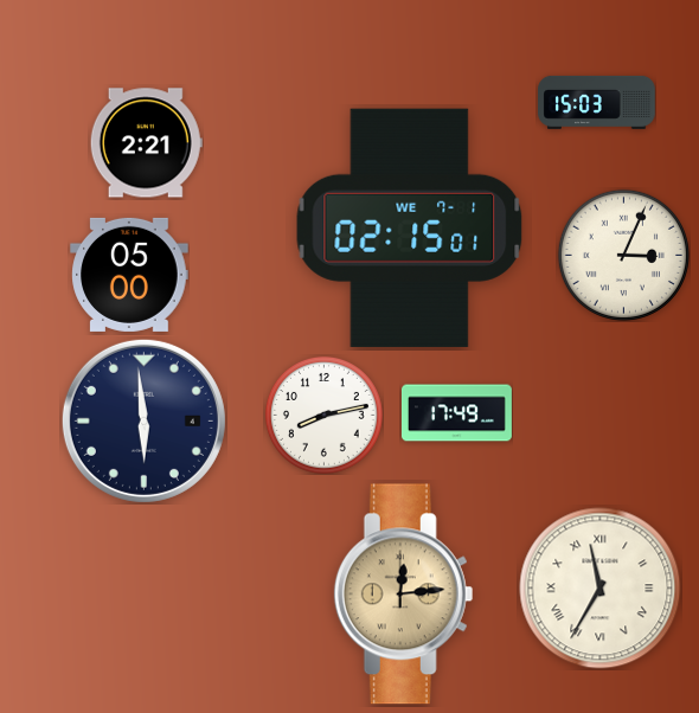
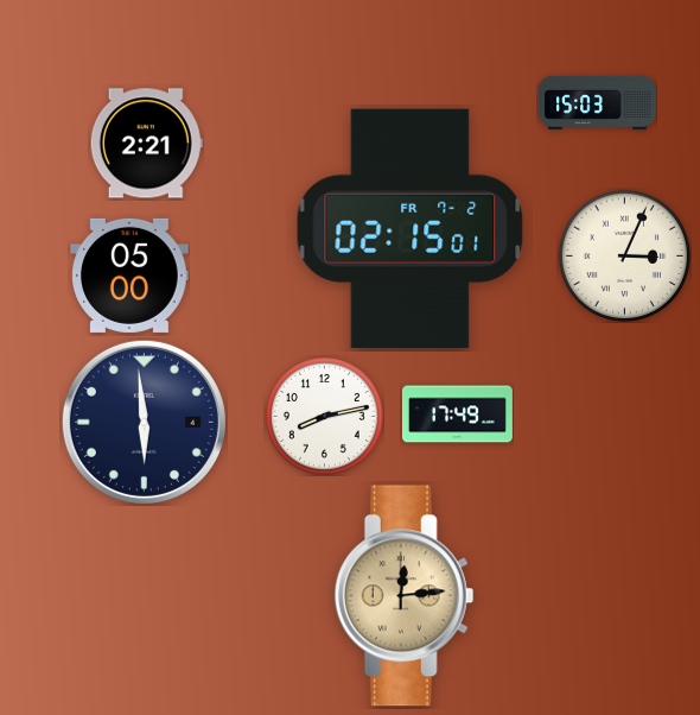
clock at (410, 227) date: WE 7-1 -> FR 7-2
clock at (601, 589): 11:35 -> none
